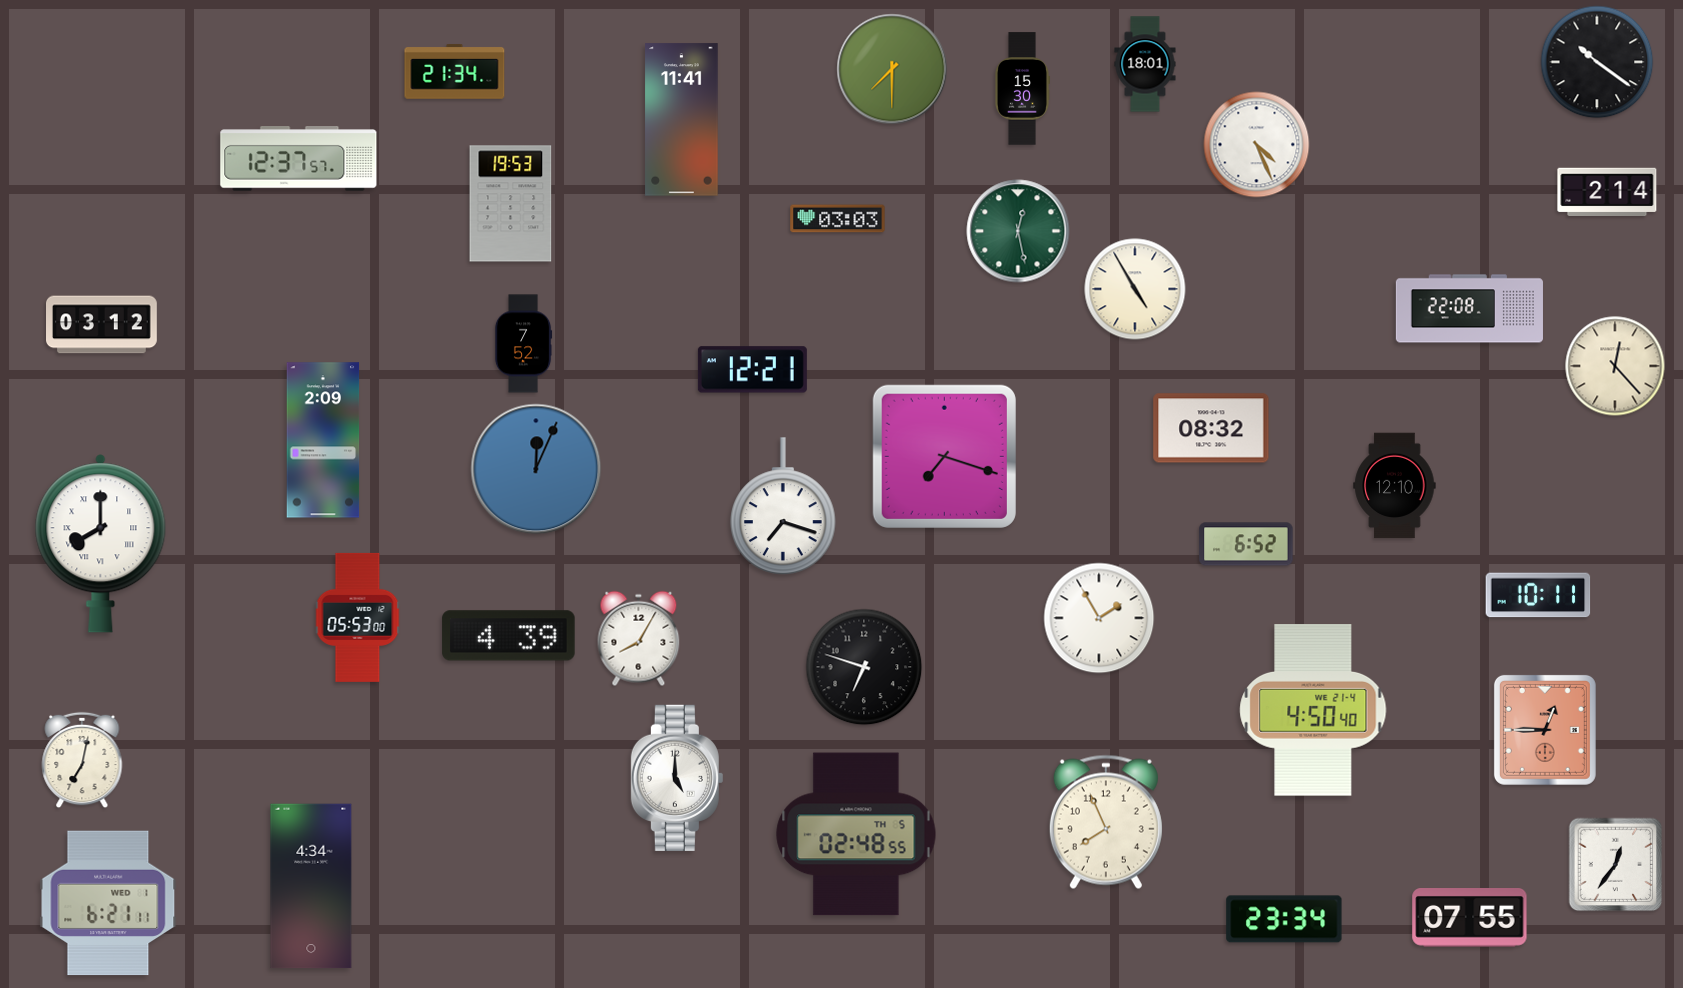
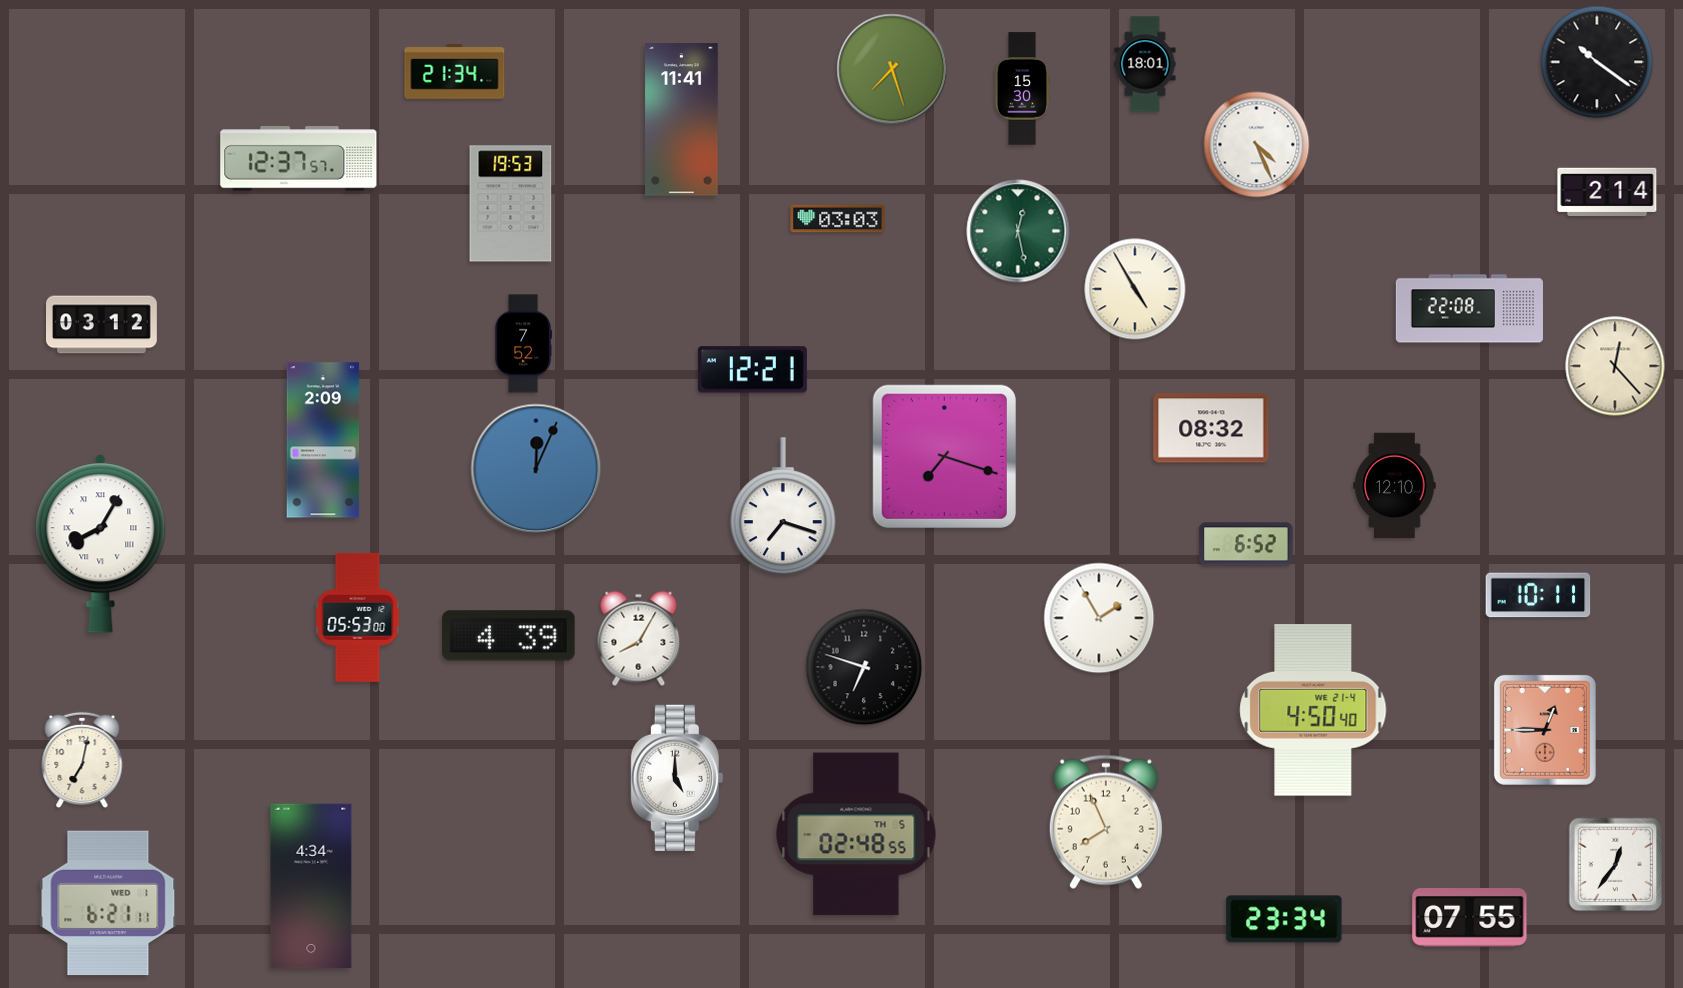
clock at (892, 69): 7:30 -> 7:27
clock at (101, 544): 8:00 -> 8:05
